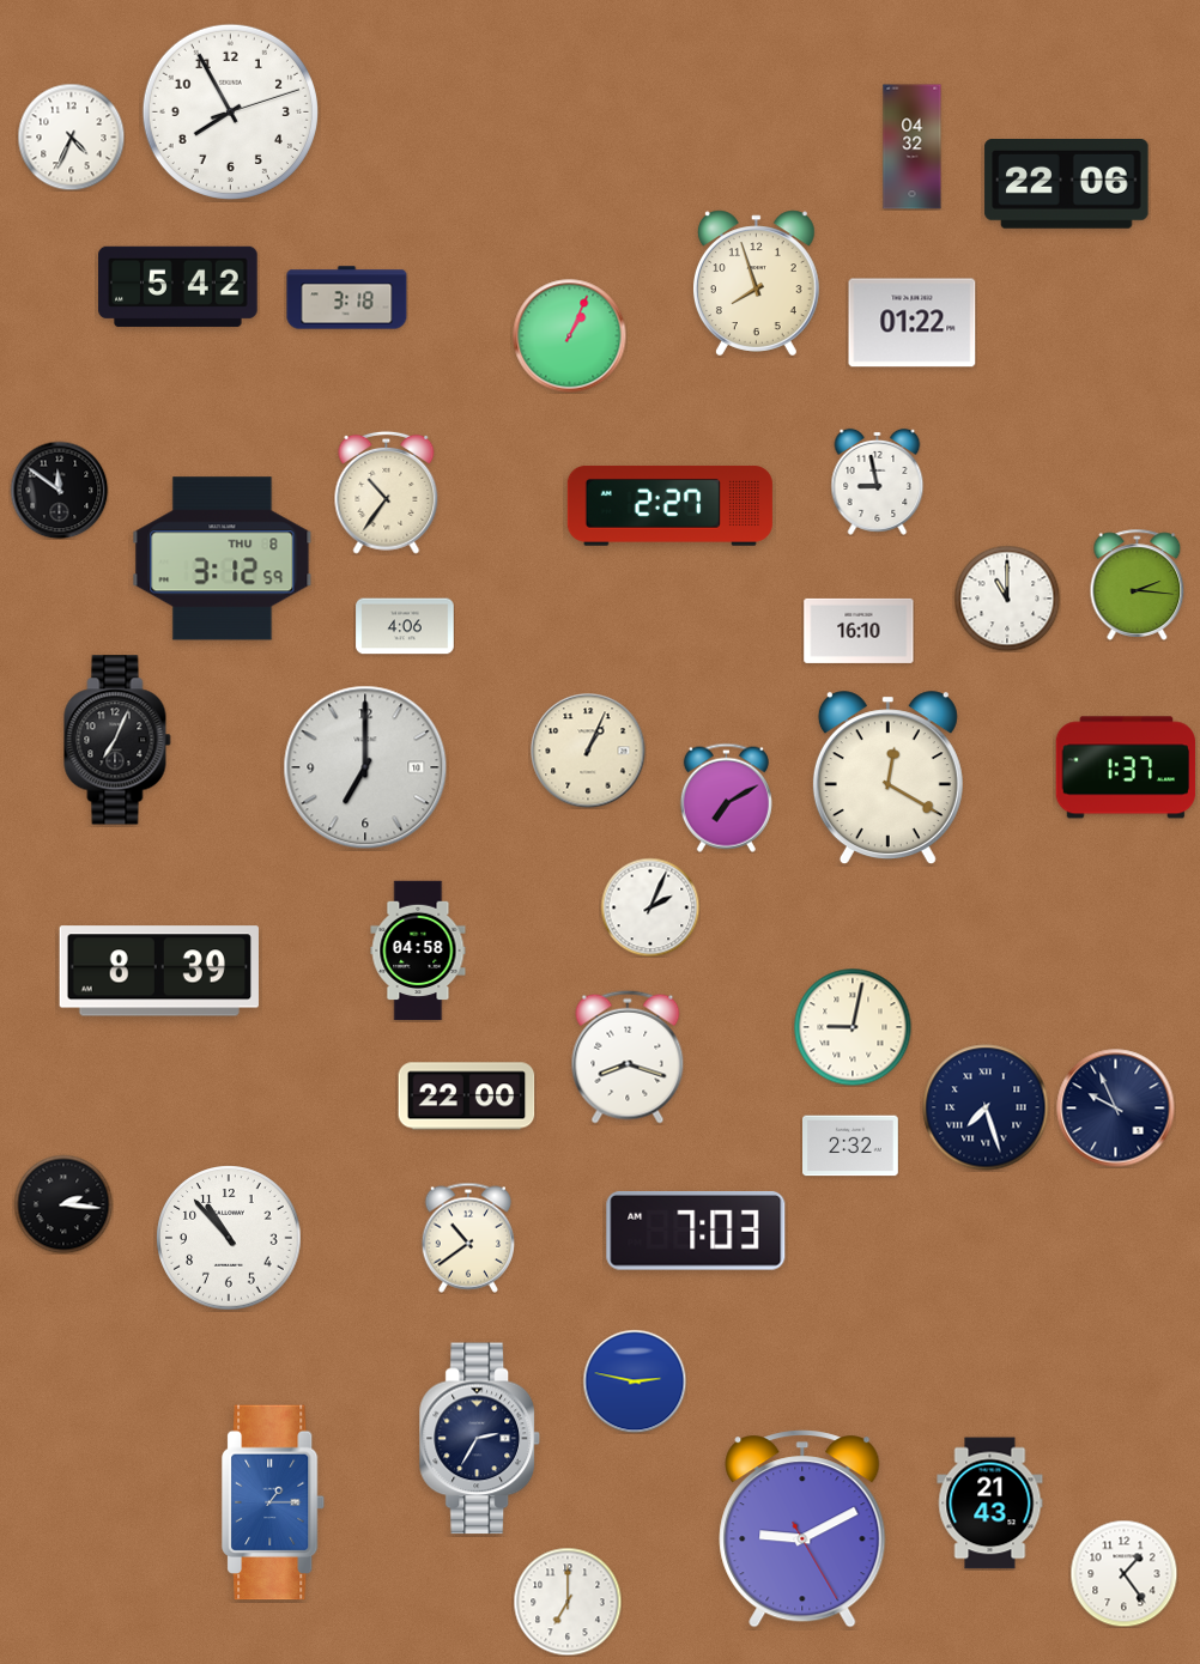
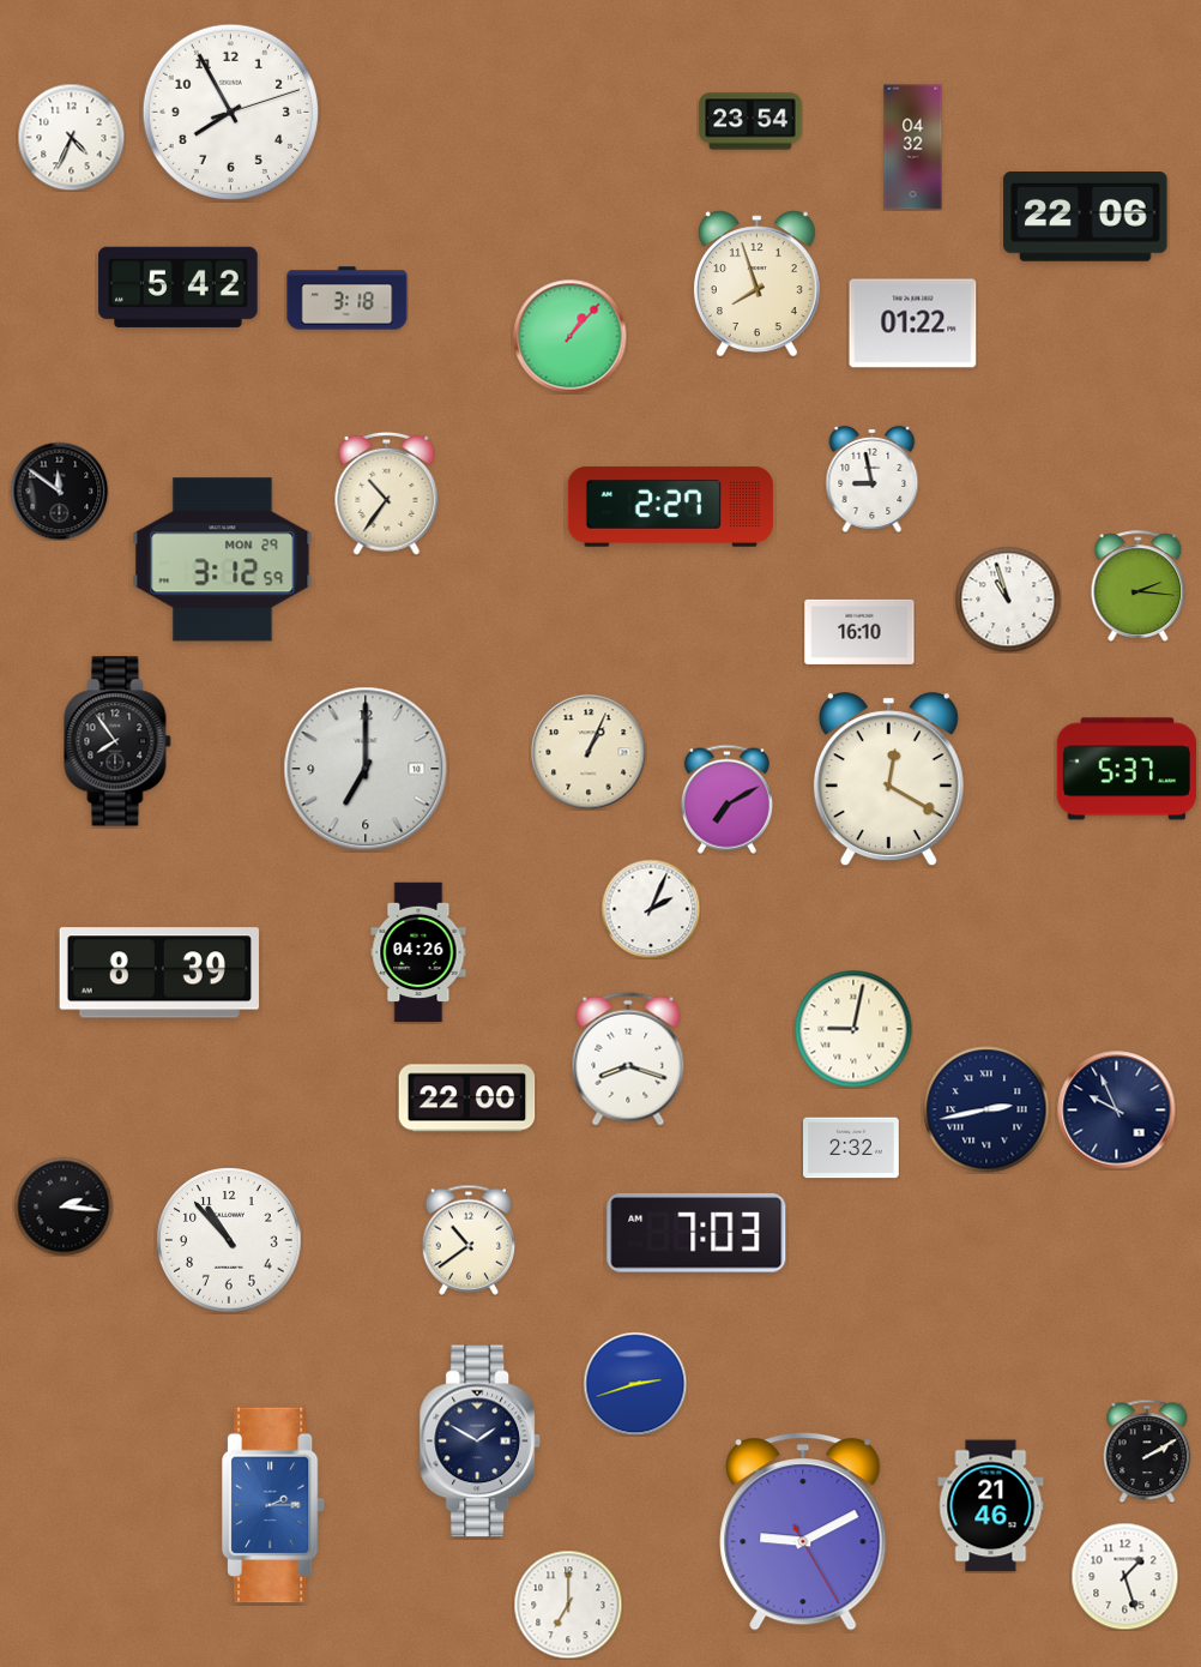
clock at (750, 121): none -> 23:54
clock at (1067, 184) position: (1067, 184) -> (1086, 217)
clock at (569, 335): 1:04 -> 1:07
clock at (878, 481) position: (878, 481) -> (873, 479)
clock at (223, 559) date: THU 8 -> MON 29
clock at (1007, 599): 11:00 -> 10:57
clock at (405, 626): 4:06 -> none
clock at (117, 740): 7:04 -> 7:54
clock at (1126, 767): 1:37 -> 5:37
clock at (418, 951): 04:58 -> 04:26
clock at (986, 1107): 7:27 -> 2:43
clock at (635, 1381): 2:47 -> 2:42
clock at (480, 1439): 2:35 -> 1:50
clock at (1147, 1451): none -> 2:10
clock at (274, 1502): 1:15 -> 2:15
clock at (990, 1504): 21:43 -> 21:46
clock at (1123, 1573): 1:24 -> 1:27
